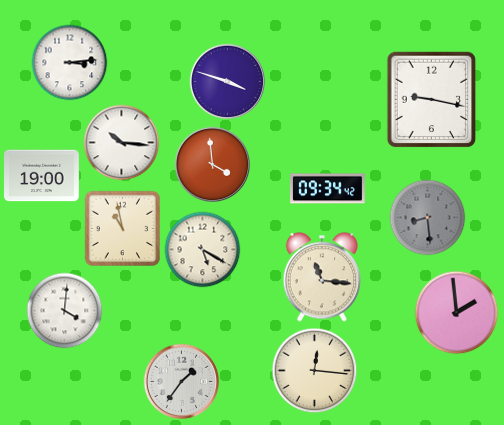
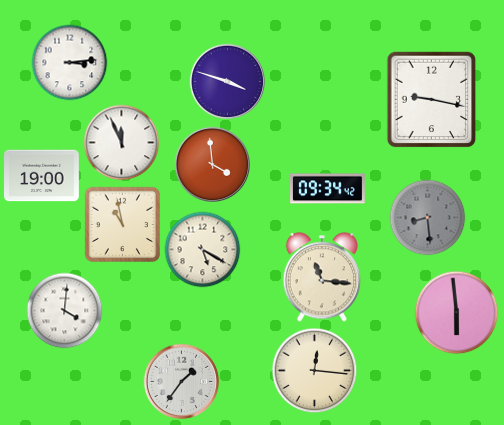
clock at (122, 143): 10:16 -> 11:56
clock at (122, 228) position: (122, 228) -> (122, 224)
clock at (457, 313): 1:59 -> 5:59
